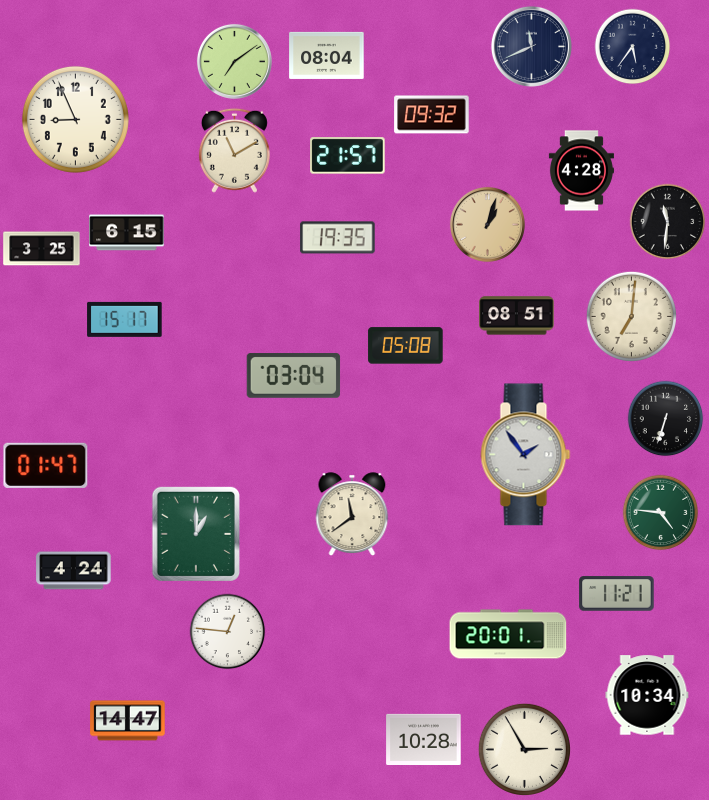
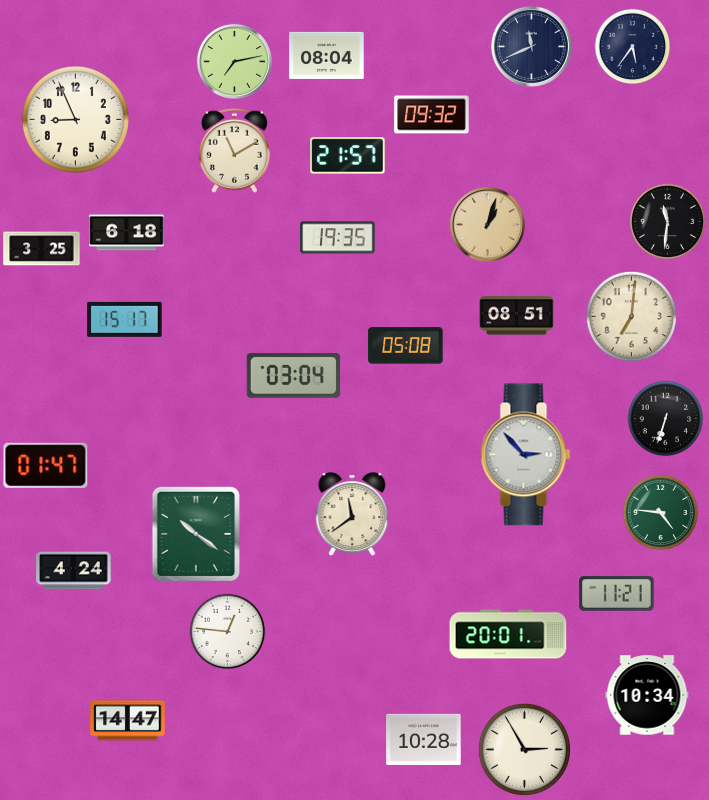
clock at (234, 61): 7:09 -> 7:13
clock at (581, 171): 4:28 -> none
clock at (127, 233): 6:15 -> 6:18
clock at (526, 455): 1:54 -> 2:53
clock at (196, 533): 1:00 -> 10:21
